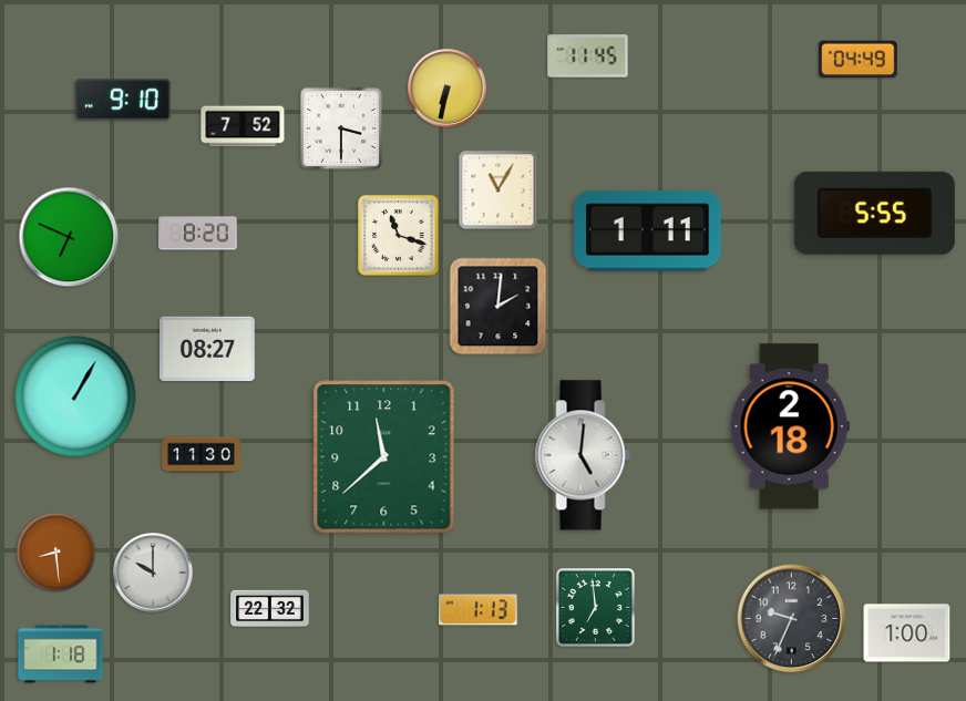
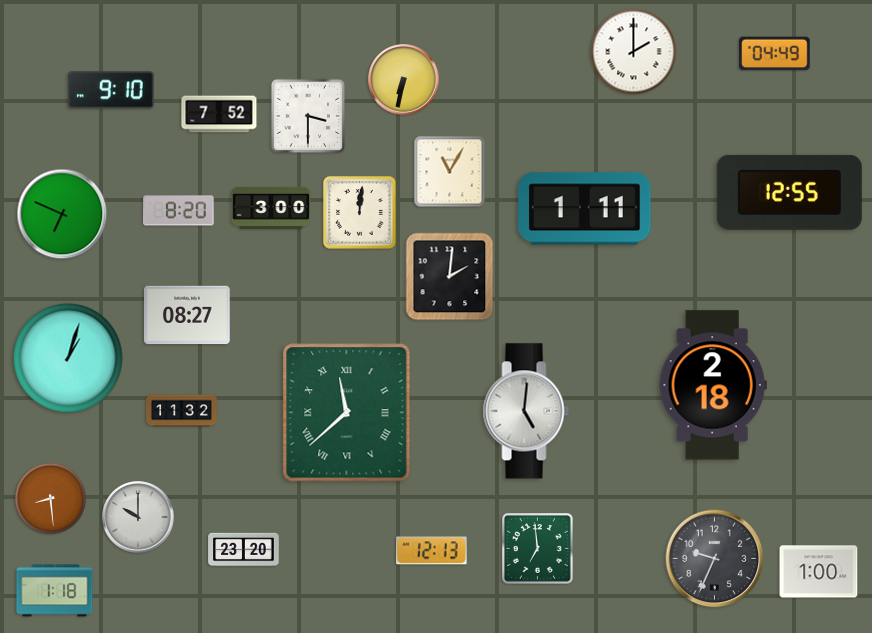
clock at (588, 56): 11:45 -> none
clock at (634, 52): none -> 2:00
clock at (874, 213): 5:55 -> 12:55
clock at (271, 208): none -> 3:00
clock at (399, 236): 11:18 -> 12:01
clock at (75, 396): 1:05 -> 1:03
clock at (202, 455): 11:30 -> 11:32
clock at (384, 457) numerals: Arabic -> Roman
clock at (270, 609): 22:32 -> 23:20
clock at (479, 610): 1:13 -> 12:13
